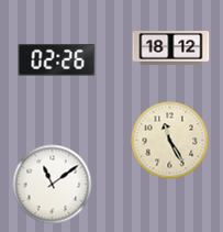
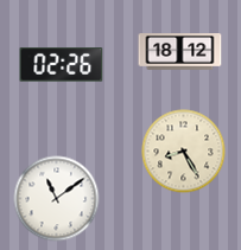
clock at (171, 48) position: (171, 48) -> (180, 52)
clock at (170, 141): 11:25 -> 8:25
